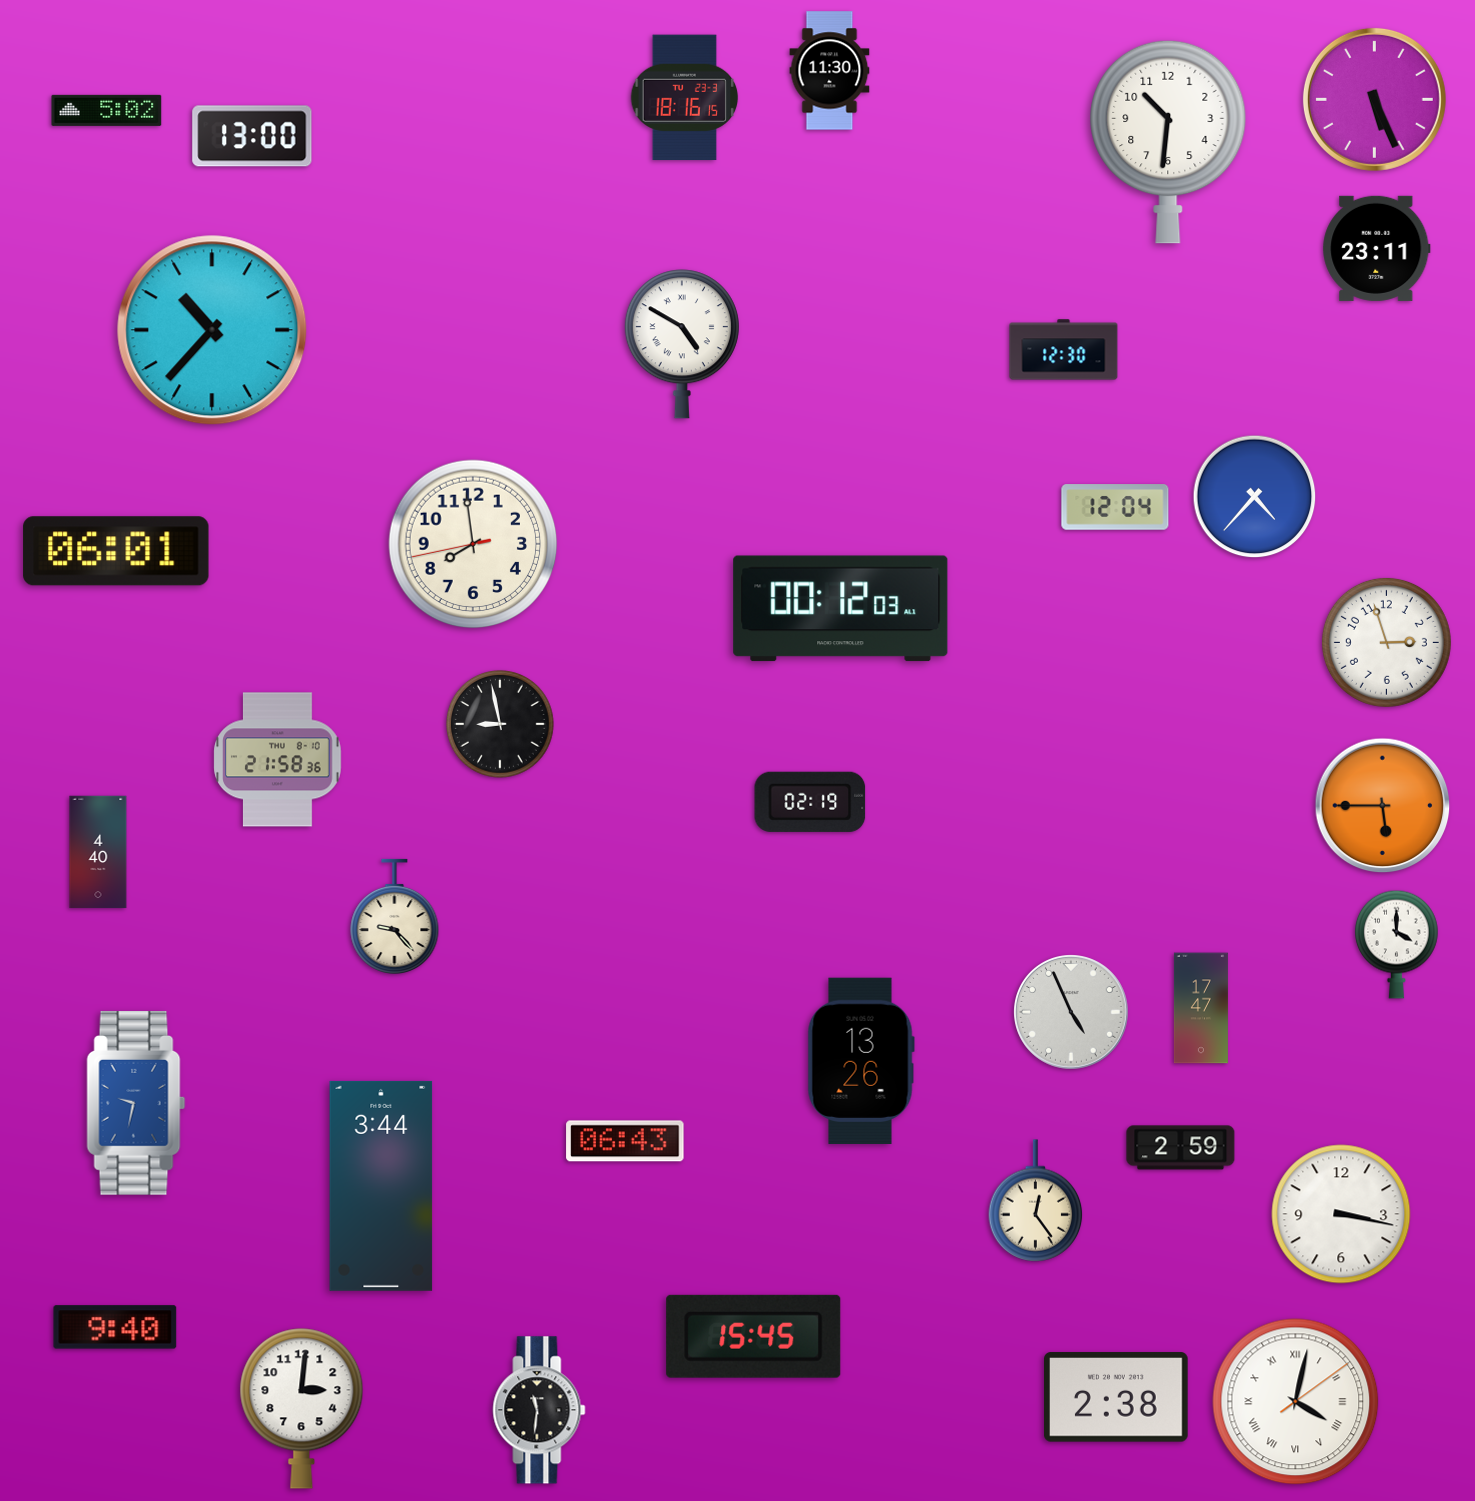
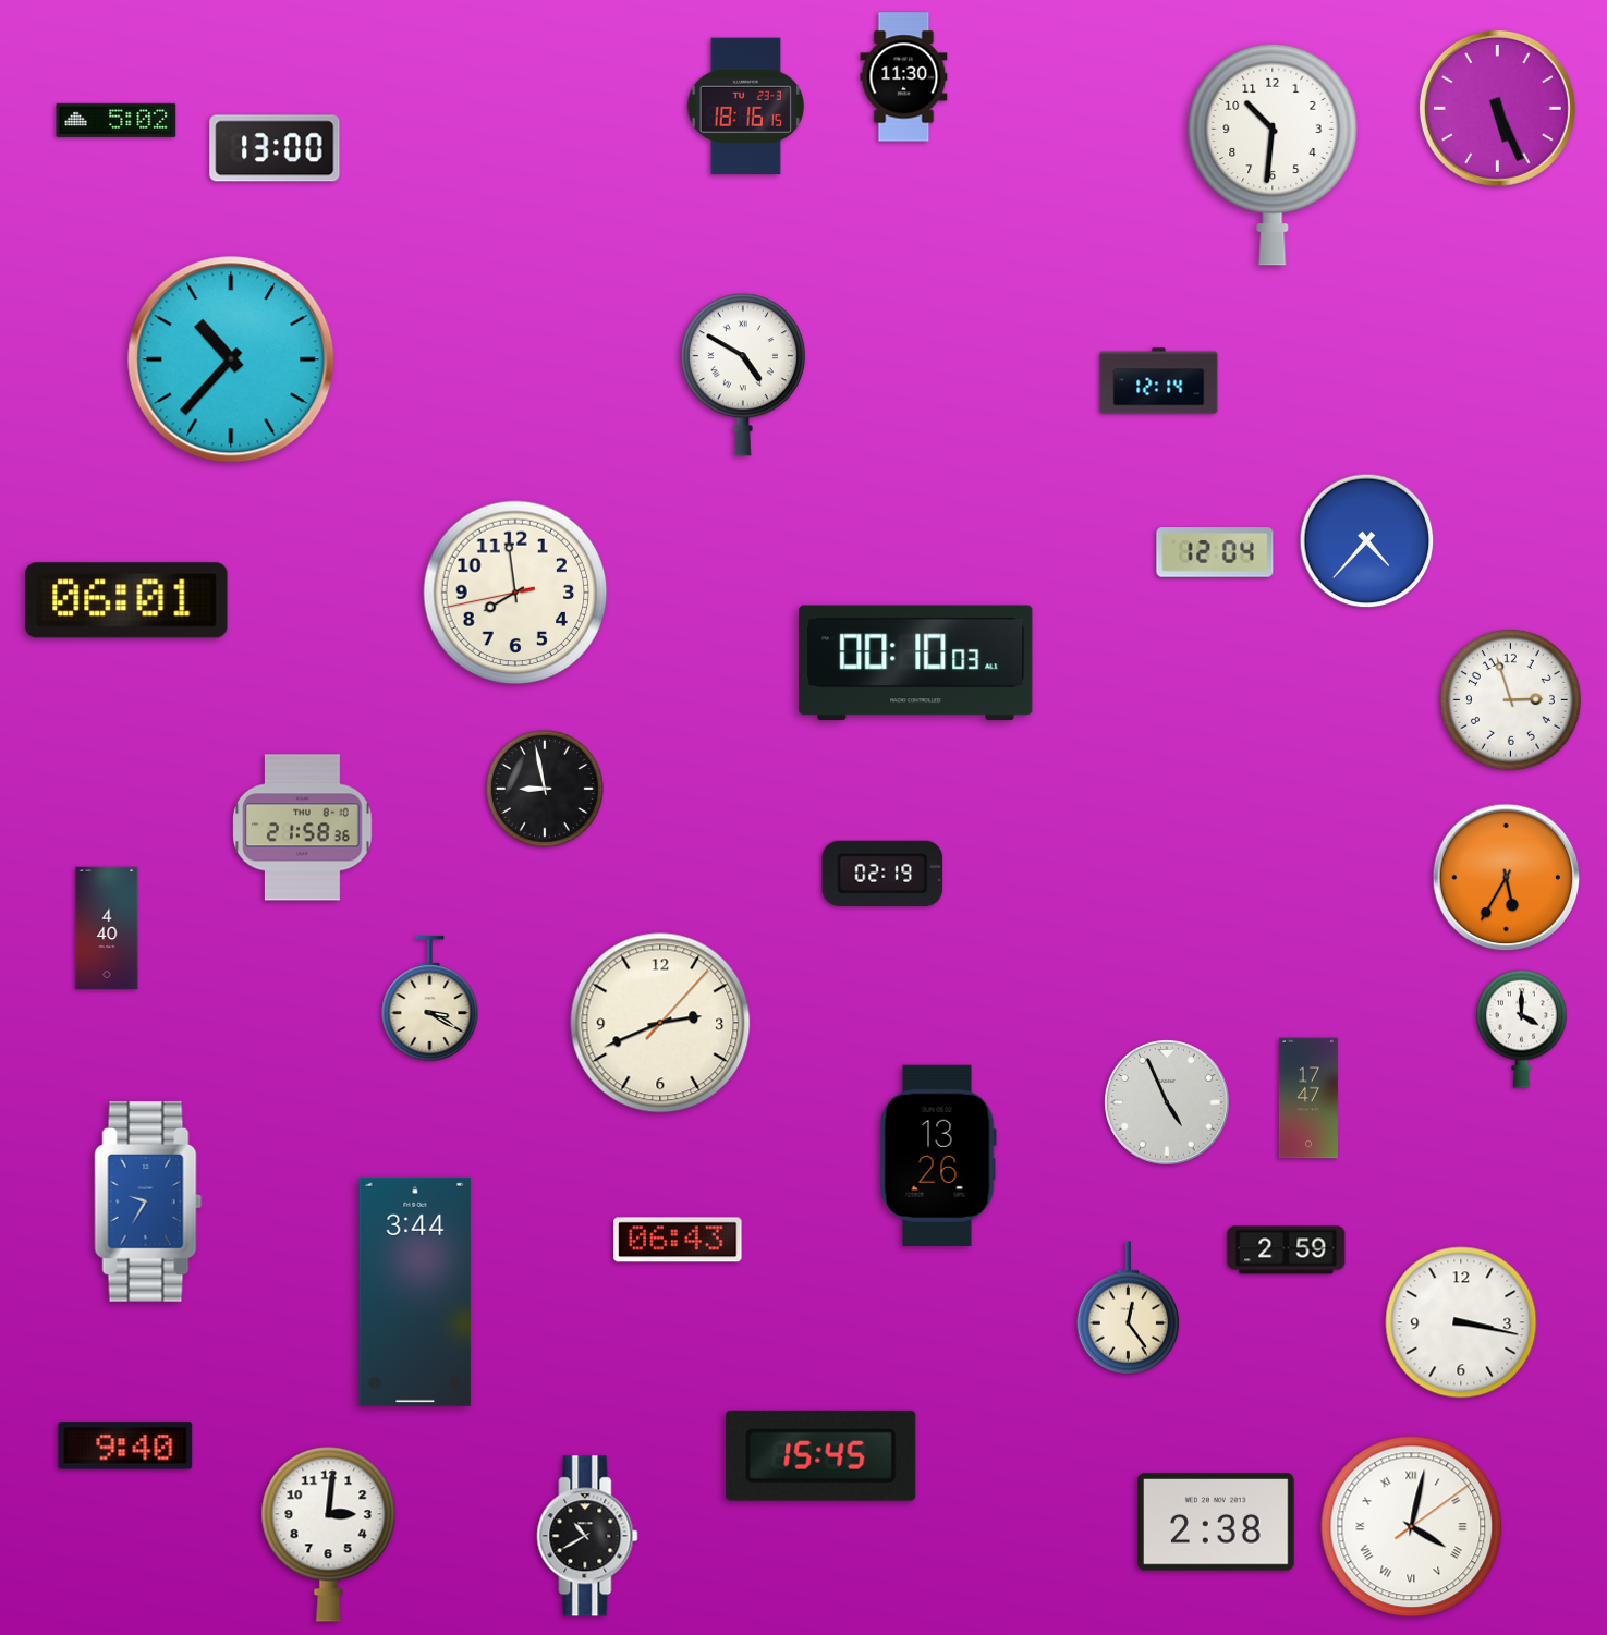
clock at (1377, 248): 23:11 -> none
clock at (1064, 350): 12:30 -> 12:14
clock at (841, 609): 00:12 -> 00:10
clock at (1383, 806): 5:45 -> 5:35
clock at (395, 916): 9:23 -> 3:20
clock at (660, 1023): none -> 2:41
clock at (136, 1103): 9:32 -> 9:35
clock at (625, 1141) position: (625, 1141) -> (678, 1240)
clock at (539, 1410): 11:31 -> 10:40
